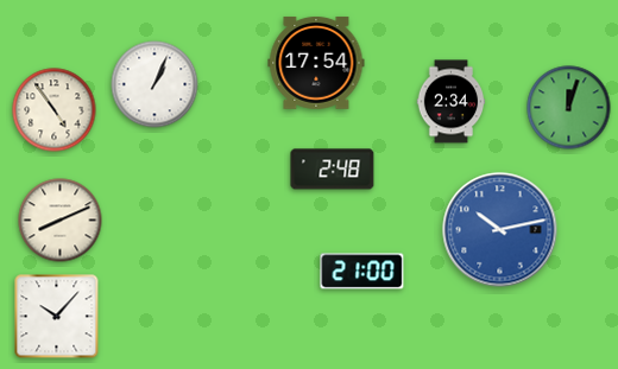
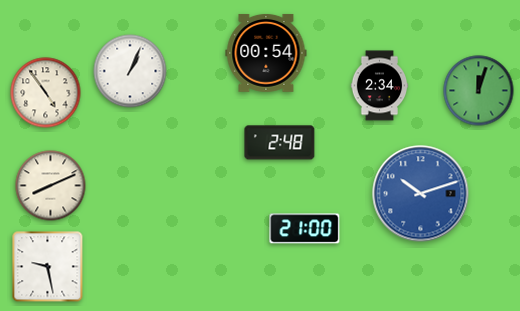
clock at (316, 63): 17:54 -> 00:54
clock at (500, 230): 10:13 -> 10:12
clock at (57, 317): 10:07 -> 9:28
